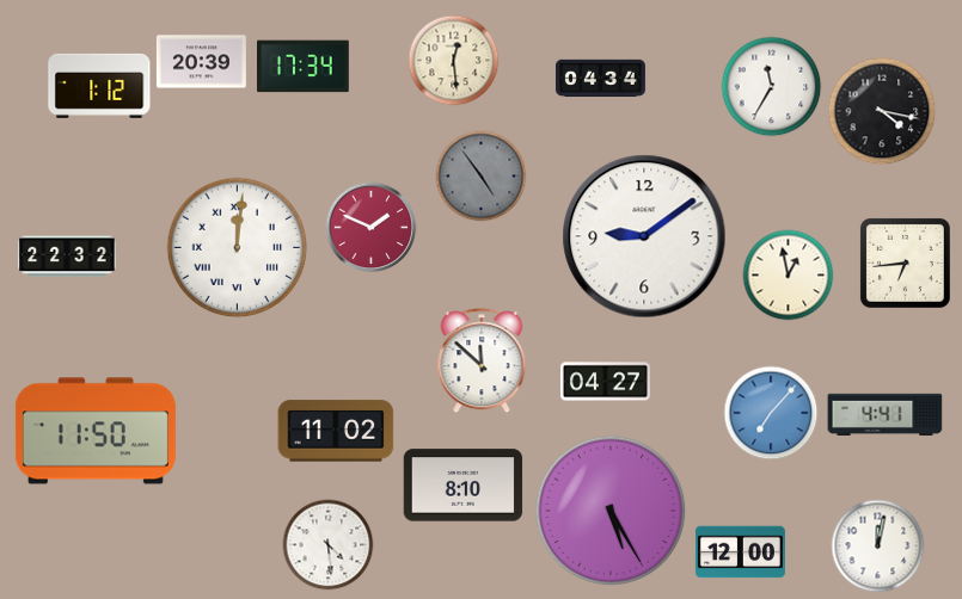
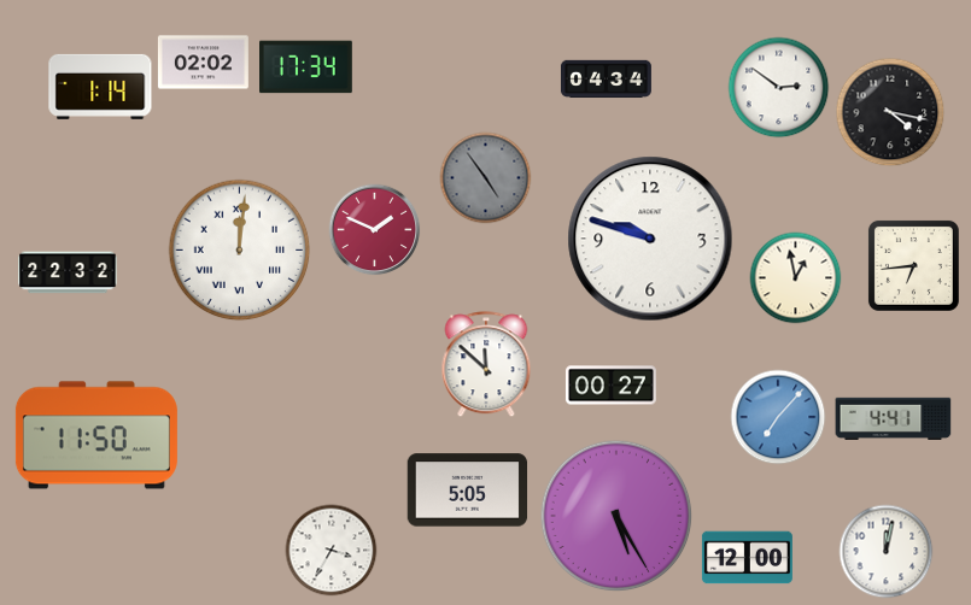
clock at (454, 61): 12:29 -> none
clock at (201, 62): 20:39 -> 02:02
clock at (99, 86): 1:12 -> 1:14
clock at (772, 87): 11:35 -> 2:51
clock at (644, 236): 9:09 -> 9:48
clock at (67, 257) position: (67, 257) -> (68, 272)
clock at (605, 382): 04:27 -> 00:27
clock at (336, 431): 11:02 -> none
clock at (464, 486): 8:10 -> 5:05
clock at (329, 545): 4:29 -> 3:35
